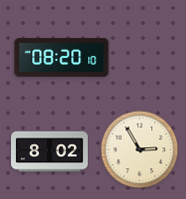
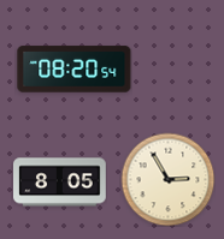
clock at (62, 58): 08:20:10 -> 08:20:54
clock at (50, 152): 8:02 -> 8:05
